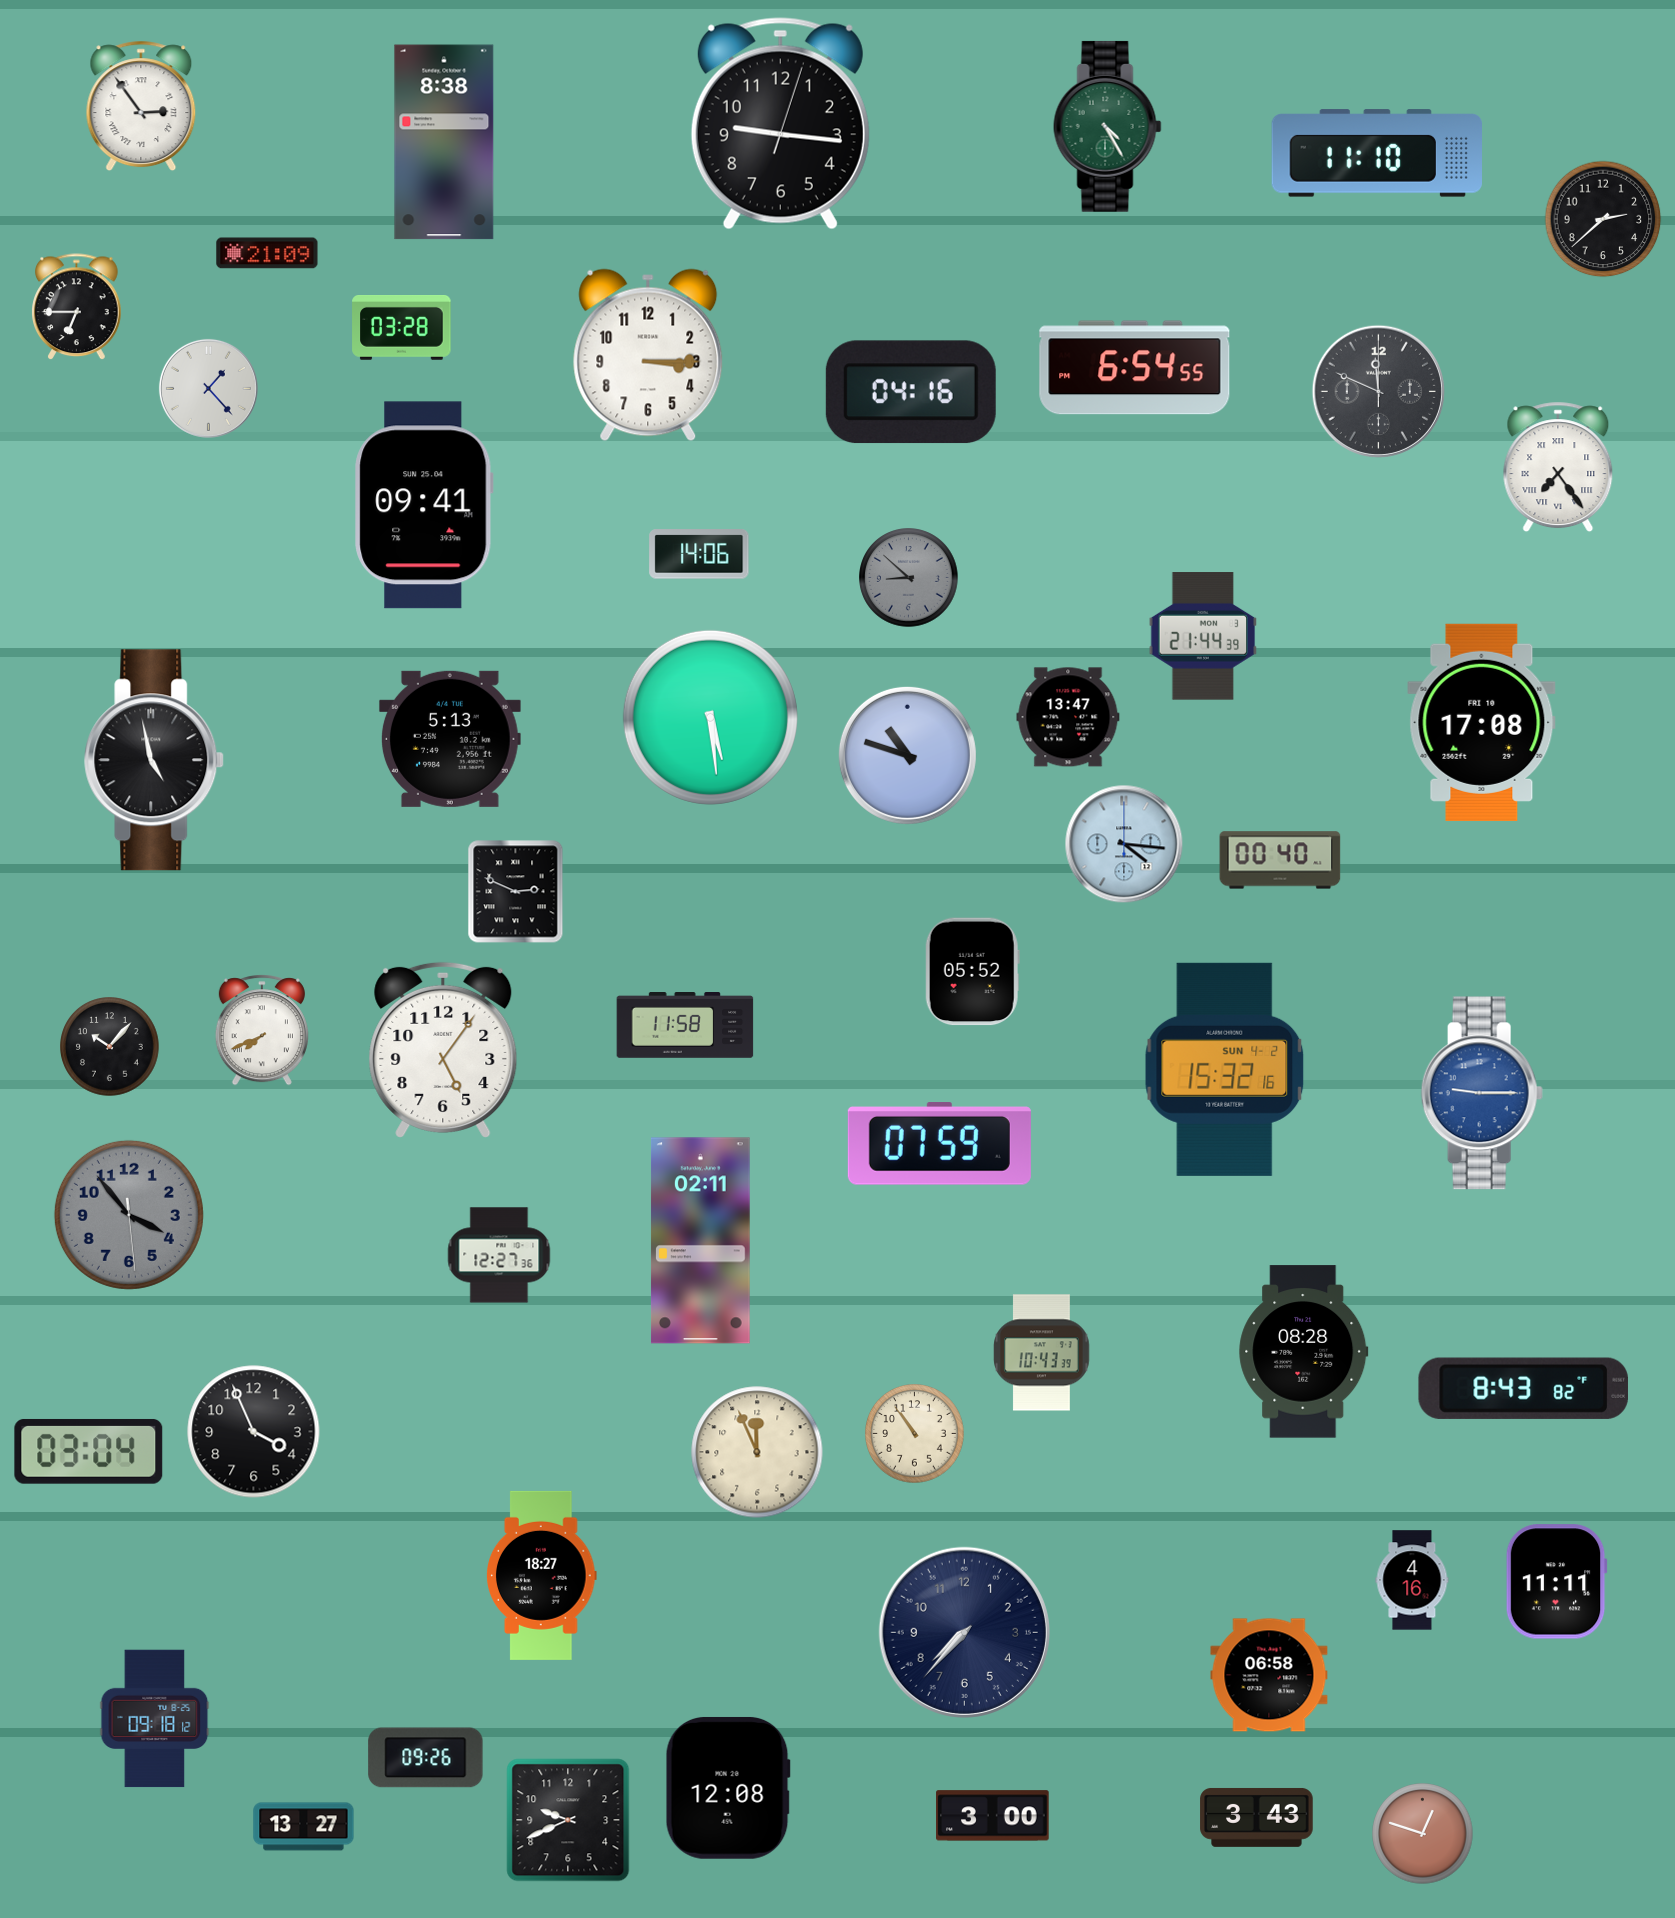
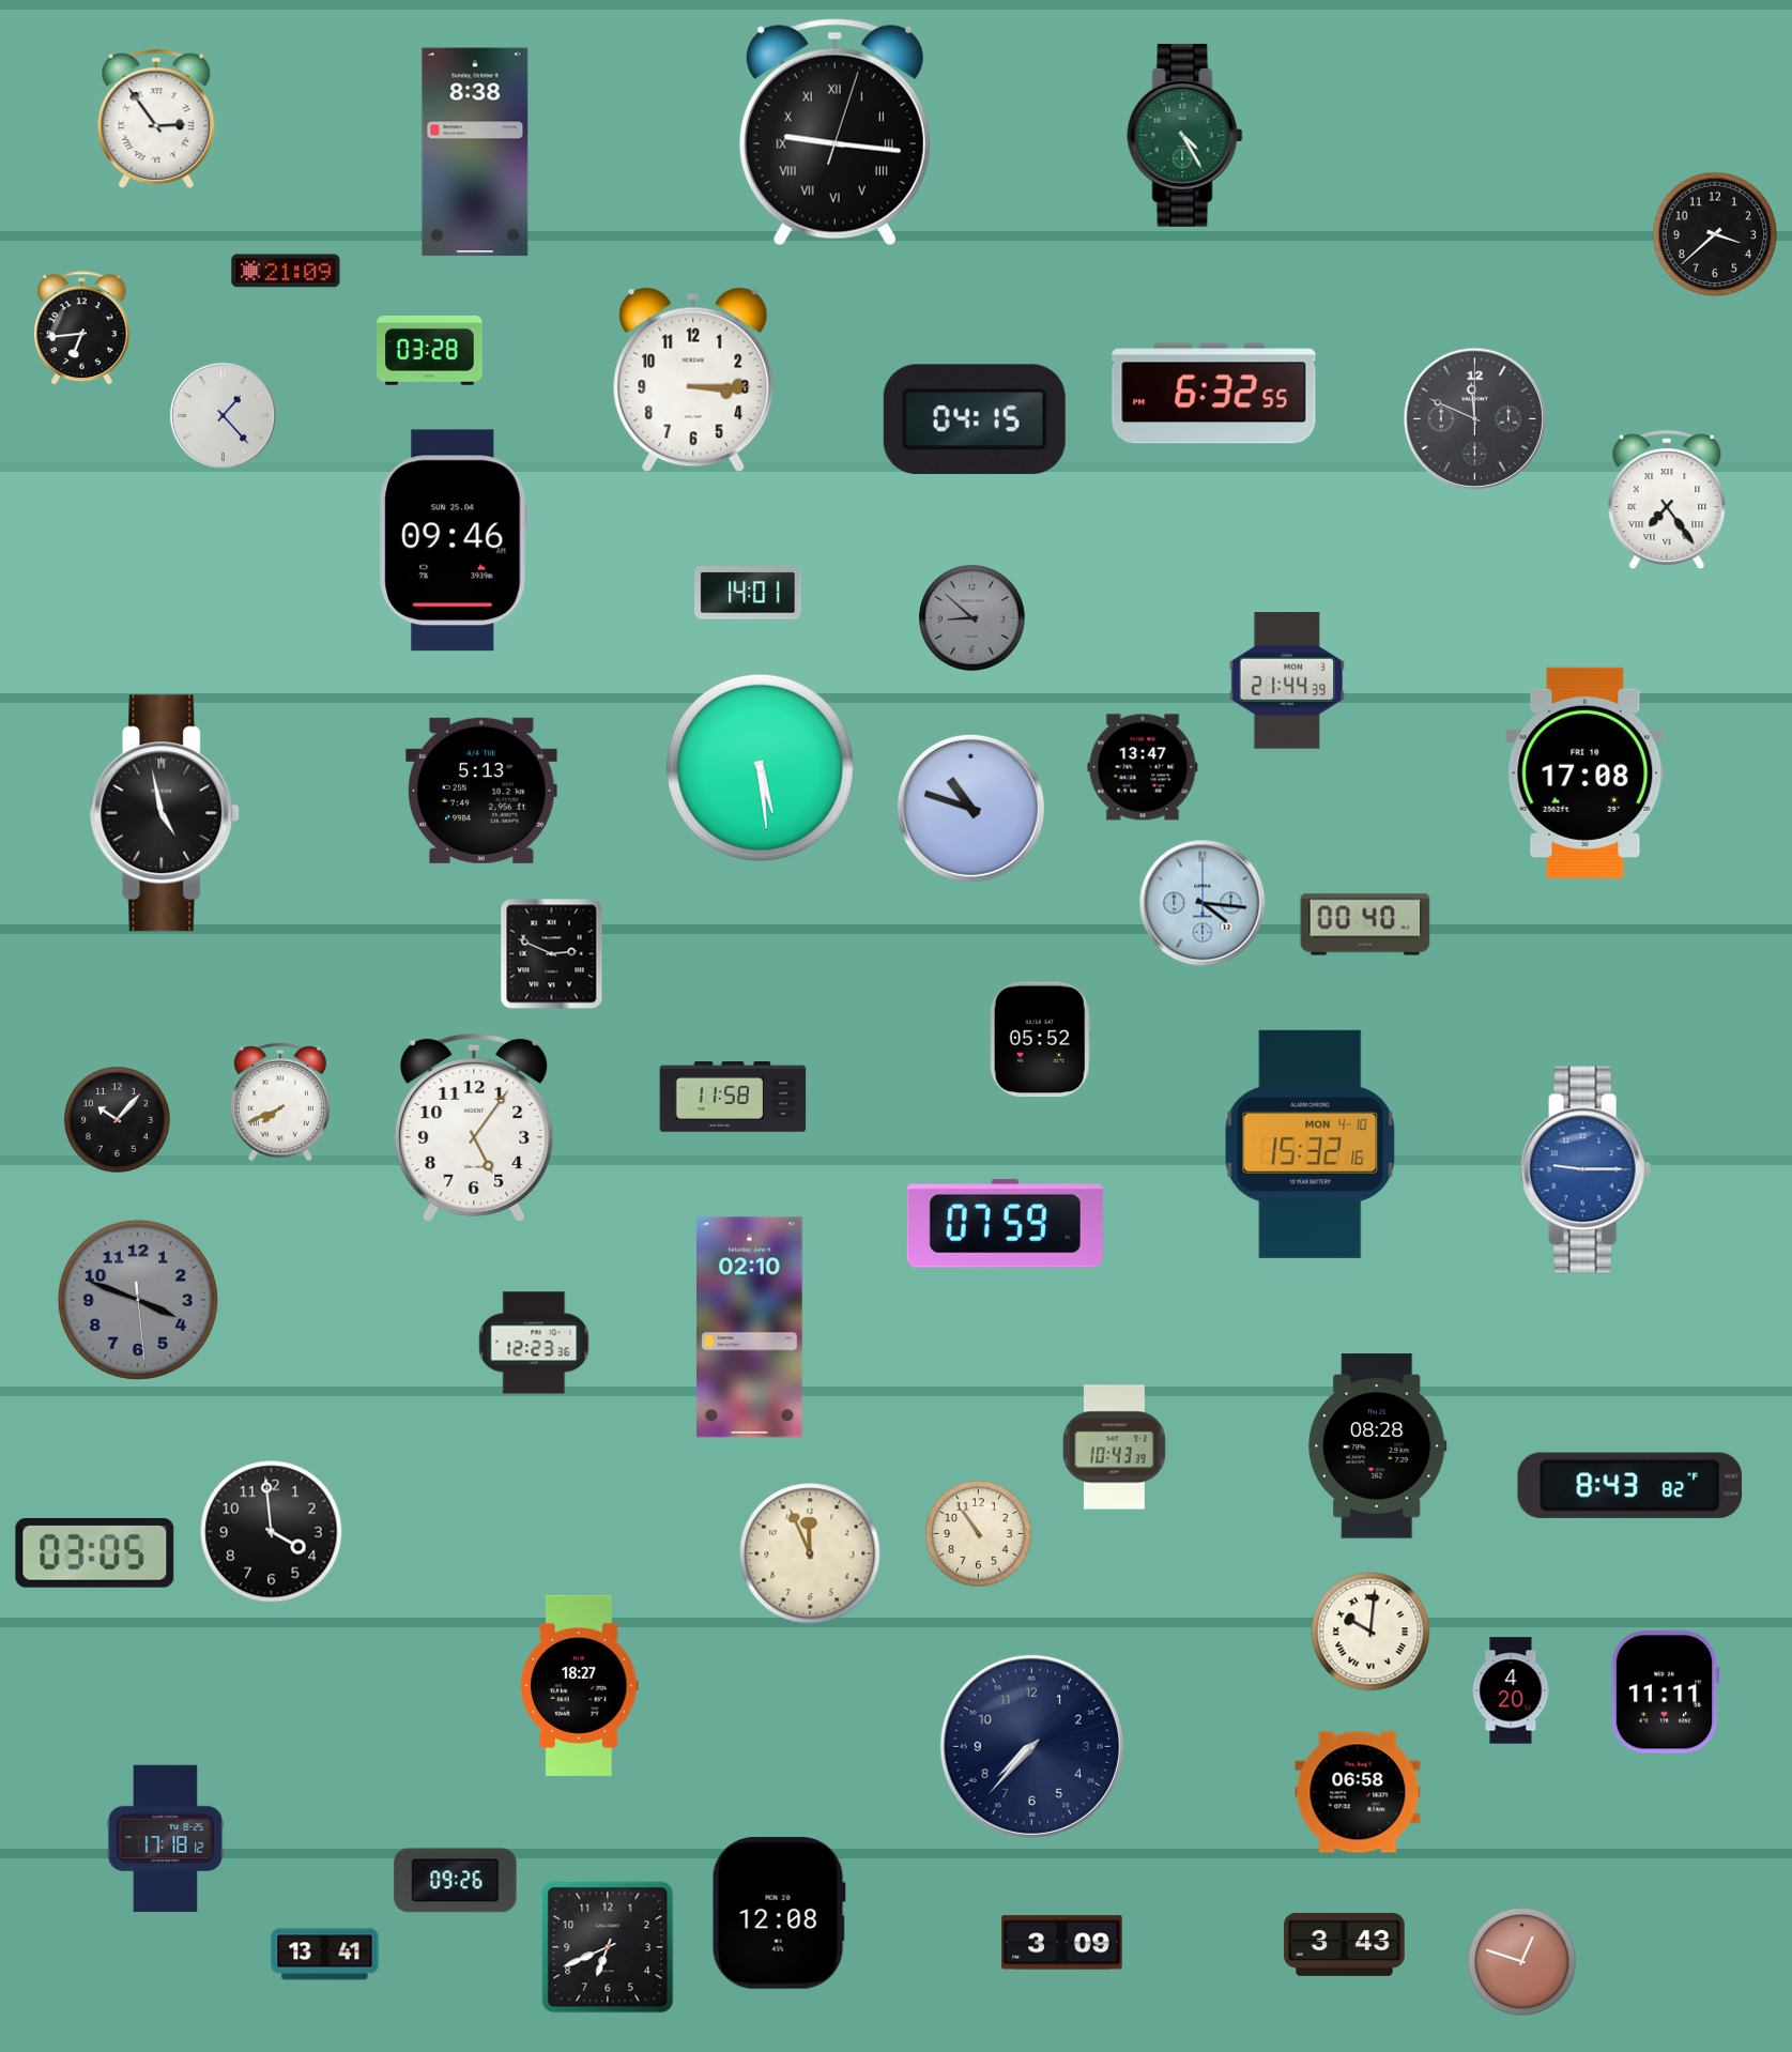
clock at (141, 106) position: (141, 106) -> (156, 119)
clock at (780, 124) numerals: Arabic -> Roman
clock at (1376, 153): 11:10 -> none
clock at (1603, 219): 2:38 -> 3:38
clock at (77, 307): 6:45 -> 6:44
clock at (1135, 368): 6:54 -> 6:32
clock at (911, 392): 04:16 -> 04:15
clock at (424, 505): 09:41 -> 09:46
clock at (699, 554): 14:06 -> 14:01
clock at (1280, 860) position: (1280, 860) -> (1365, 924)
clock at (443, 1050) position: (443, 1050) -> (474, 1128)
clock at (1225, 1069) date: SUN 4-2 -> MON 4-10
clock at (129, 1215): 3:53 -> 3:48
clock at (700, 1241): 02:11 -> 02:10
clock at (499, 1255): 12:27 -> 12:23
clock at (1304, 1352) position: (1304, 1352) -> (1378, 1446)
clock at (254, 1432): 3:56 -> 3:59
clock at (89, 1451): 03:04 -> 03:05
clock at (1370, 1632): none -> 10:01
clock at (1412, 1580): 4:16 -> 4:20
clock at (155, 1719): 09:18 -> 17:18
clock at (993, 1816): 3:00 -> 3:09
clock at (568, 1820): 9:41 -> 6:41
clock at (304, 1827): 13:27 -> 13:41
